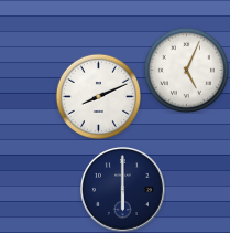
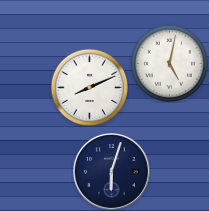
clock at (186, 70): 5:04 -> 5:02
clock at (123, 190): 6:00 -> 6:03
